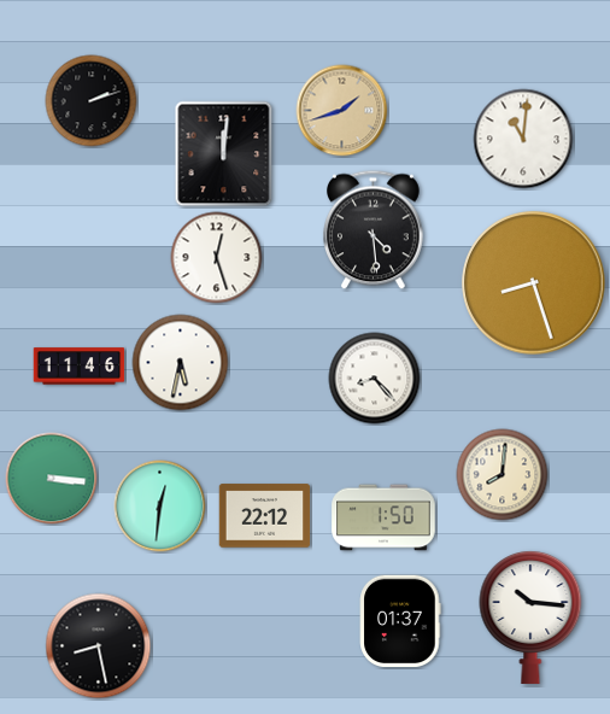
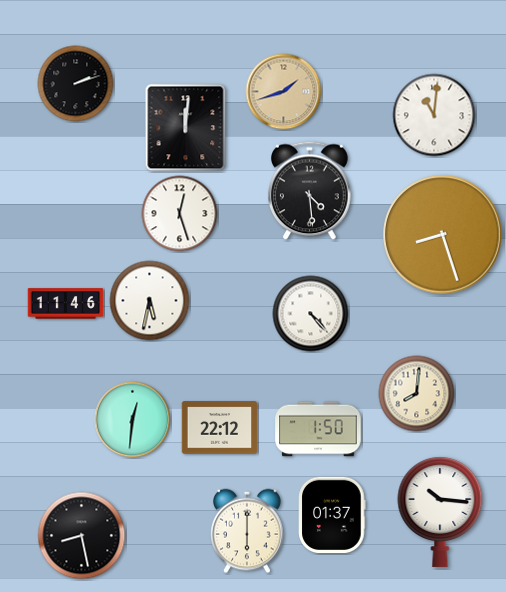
clock at (375, 379): 8:23 -> 4:23
clock at (52, 479): 3:16 -> none
clock at (248, 531): none -> 6:00
